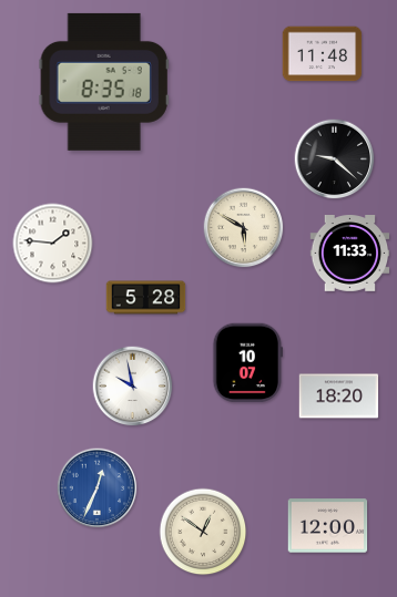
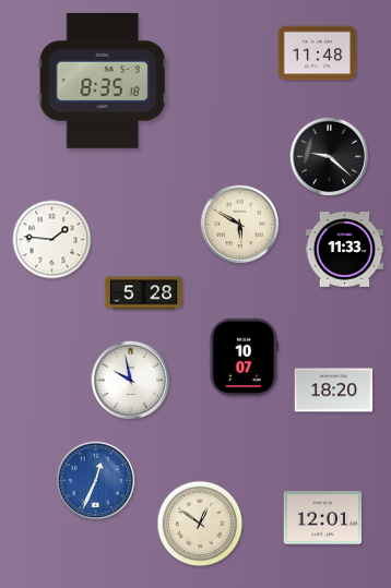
clock at (328, 526): 12:00 -> 12:01
